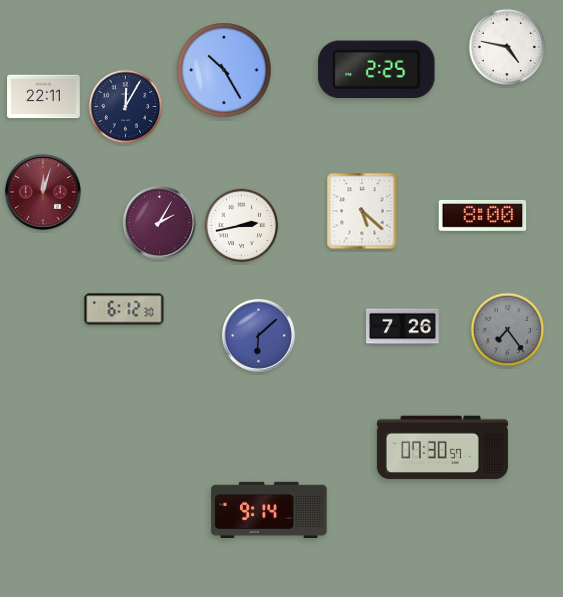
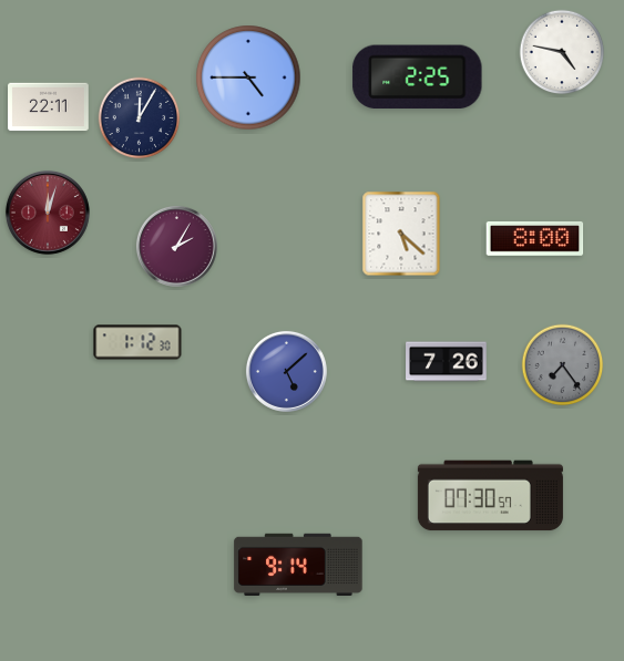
clock at (224, 70): 10:25 -> 4:45
clock at (242, 226): 2:43 -> none
clock at (124, 309): 6:12 -> 1:12
clock at (258, 335): 6:08 -> 5:08
